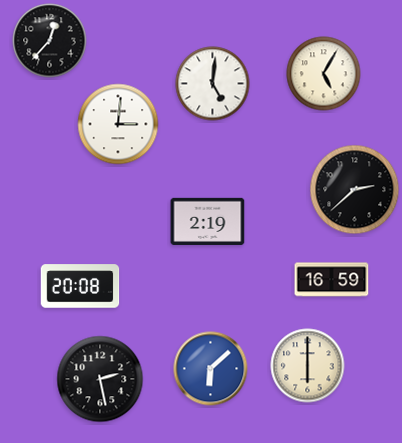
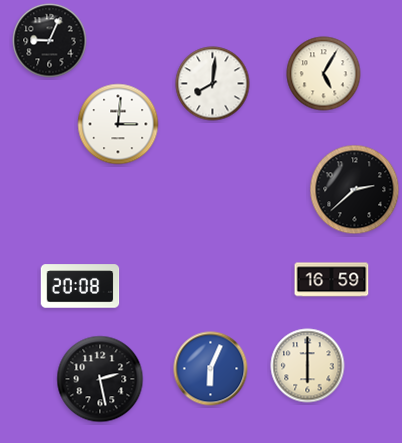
clock at (50, 41): 12:37 -> 9:04
clock at (213, 84): 5:01 -> 8:01
clock at (208, 221): 2:19 -> none
clock at (211, 369): 6:08 -> 6:04
